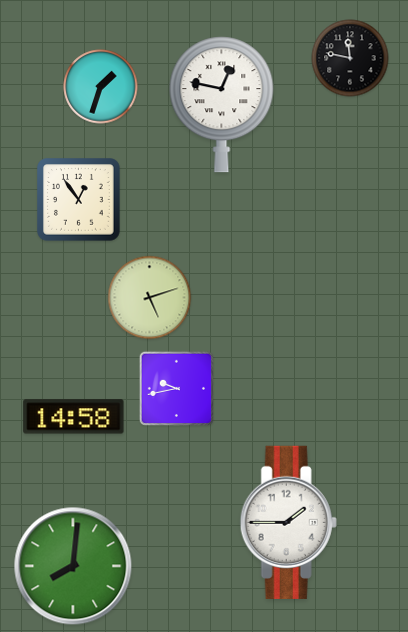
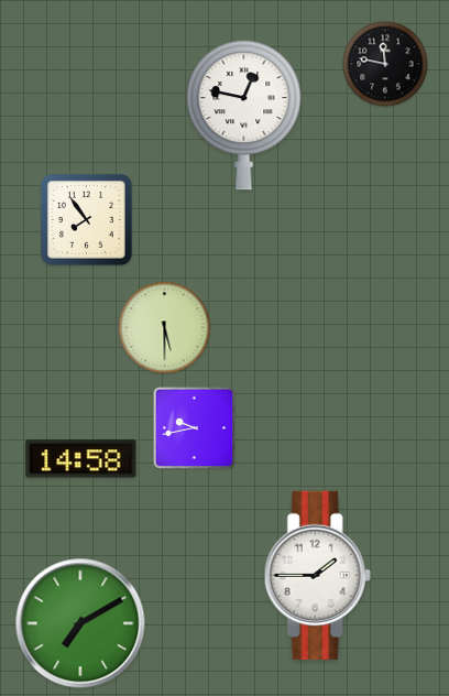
clock at (101, 87): 1:33 -> none
clock at (79, 200): 12:54 -> 7:54
clock at (150, 298): 5:12 -> 5:30
clock at (73, 566): 8:01 -> 7:10
